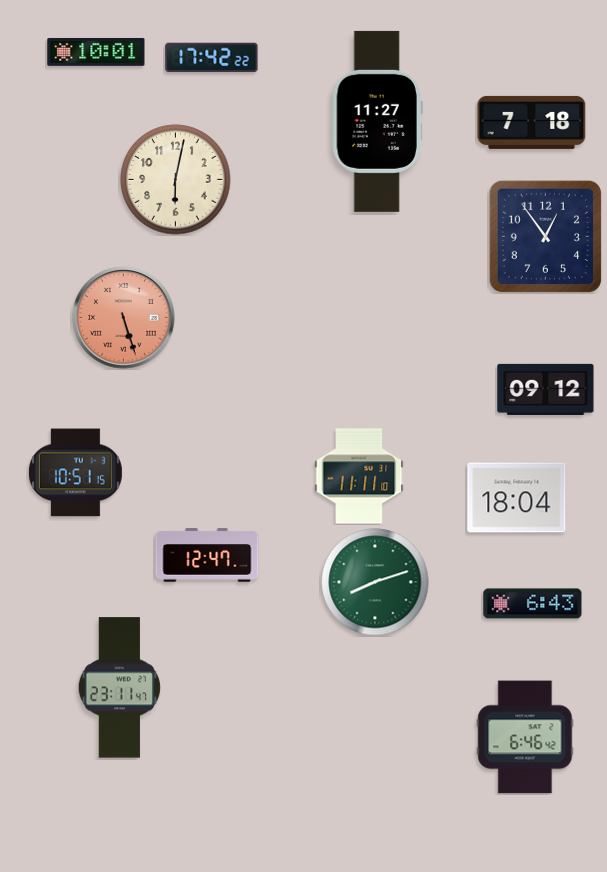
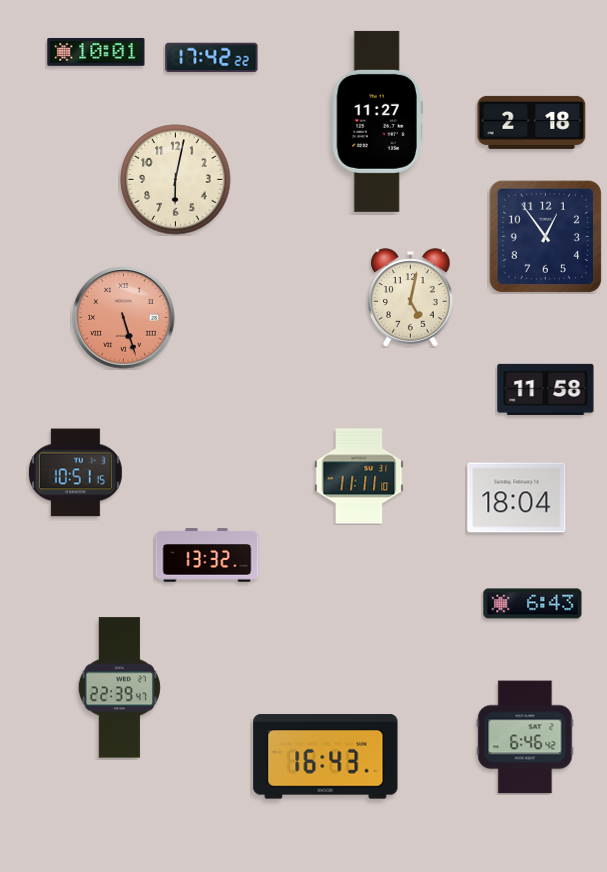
clock at (532, 122): 7:18 -> 2:18
clock at (411, 298): none -> 5:02
clock at (546, 389): 09:12 -> 11:58
clock at (207, 555): 12:47 -> 13:32
clock at (375, 582): 8:12 -> none
clock at (119, 688): 23:11 -> 22:39
clock at (326, 757): none -> 16:43
